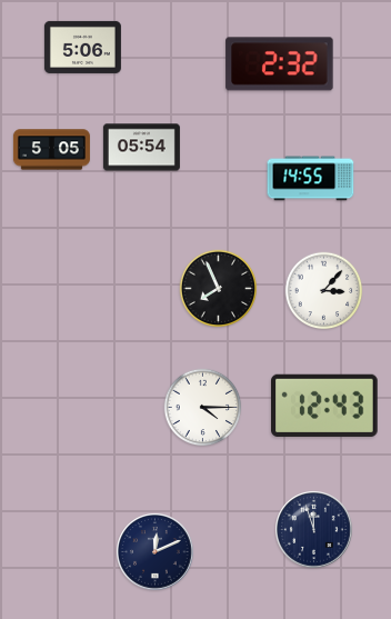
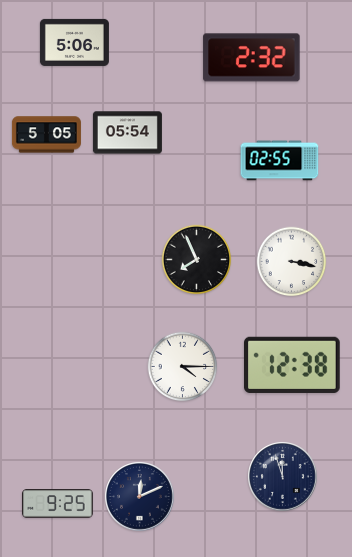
clock at (311, 179): 14:55 -> 02:55
clock at (324, 291): 3:07 -> 3:17
clock at (325, 406): 12:43 -> 12:38
clock at (58, 504): none -> 9:25
